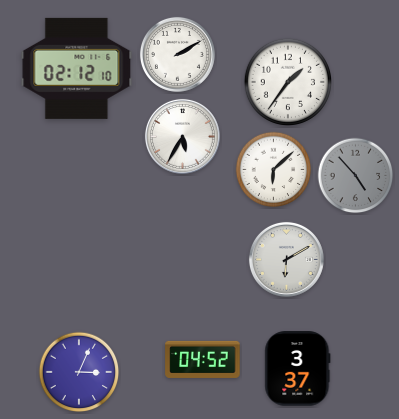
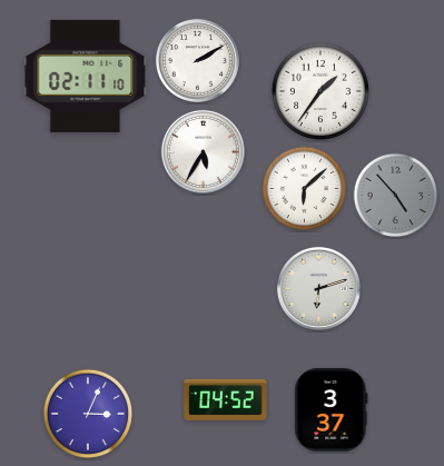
clock at (77, 68): 02:12 -> 02:11
clock at (286, 259): 6:10 -> 6:12
